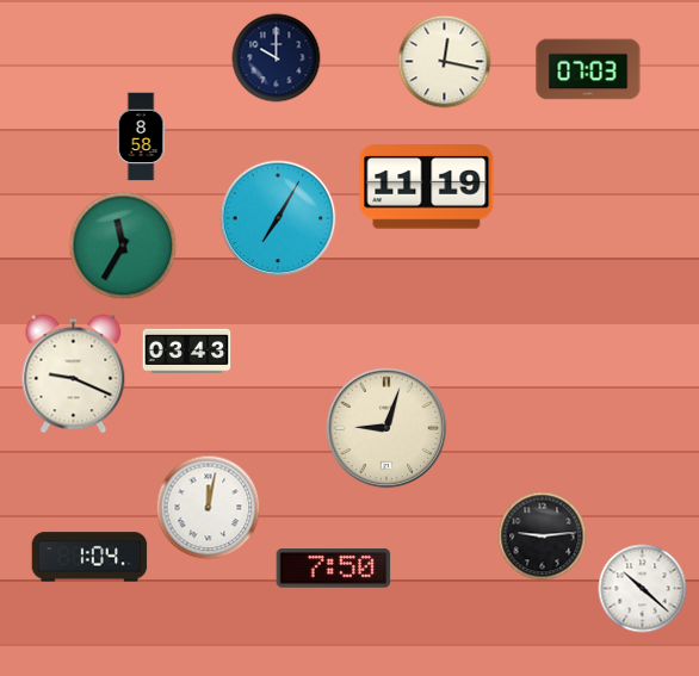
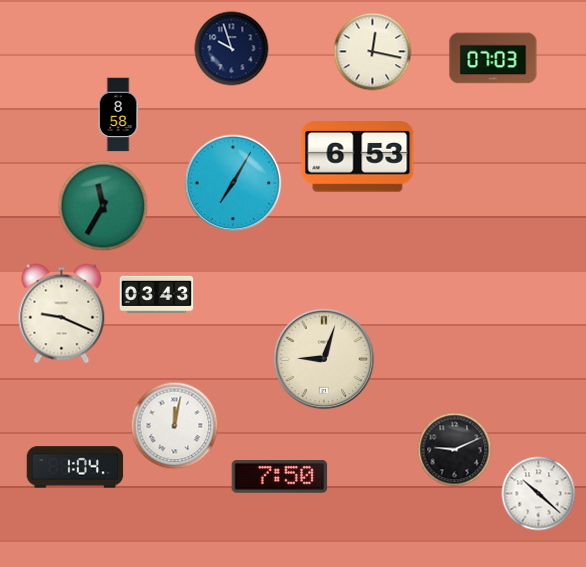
clock at (277, 58): 10:00 -> 9:57
clock at (427, 187): 11:19 -> 6:53
clock at (543, 537): 9:14 -> 9:11
